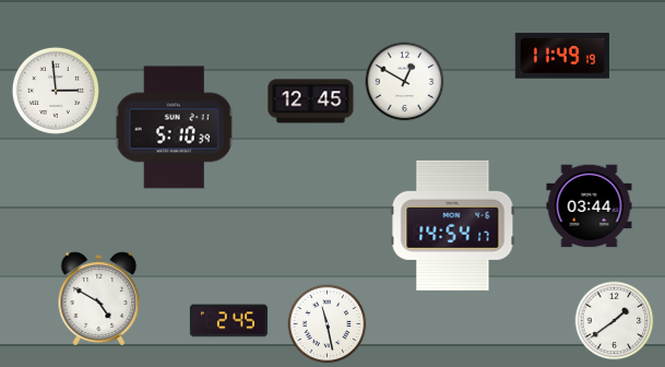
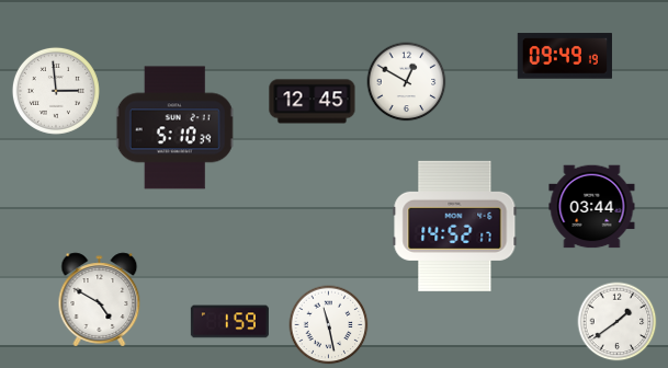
clock at (562, 56): 11:49 -> 09:49
clock at (453, 225): 14:54 -> 14:52
clock at (228, 321): 2:45 -> 1:59
